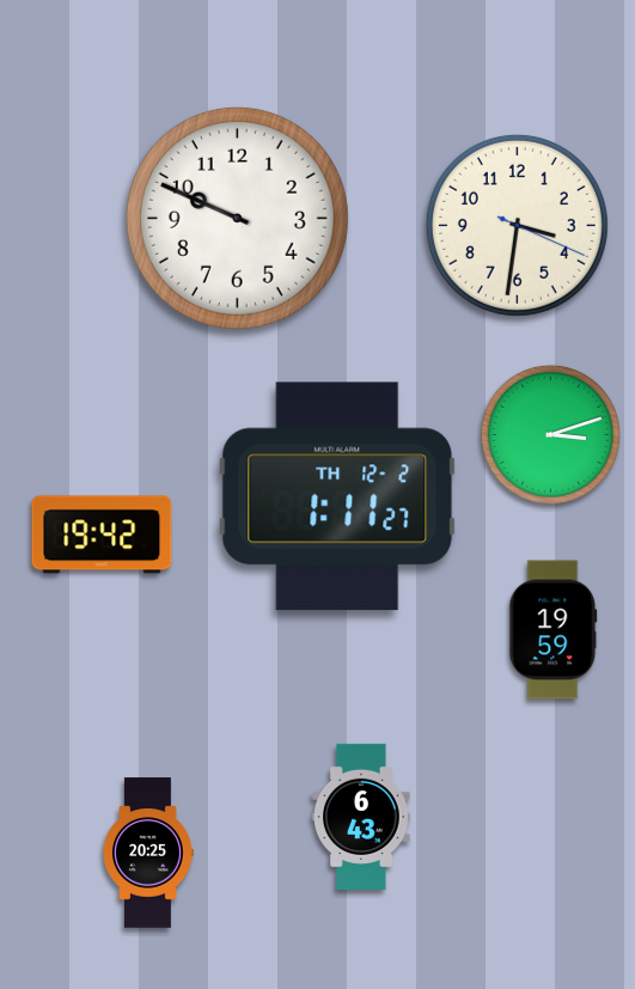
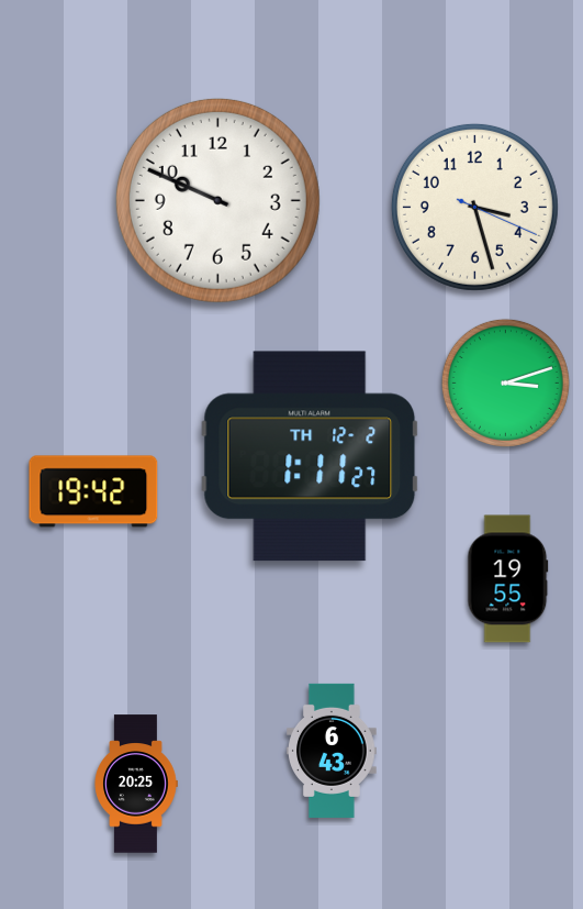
clock at (517, 225): 3:31 -> 3:27
clock at (550, 434) position: (550, 434) -> (505, 383)
clock at (554, 630): 19:59 -> 19:55
